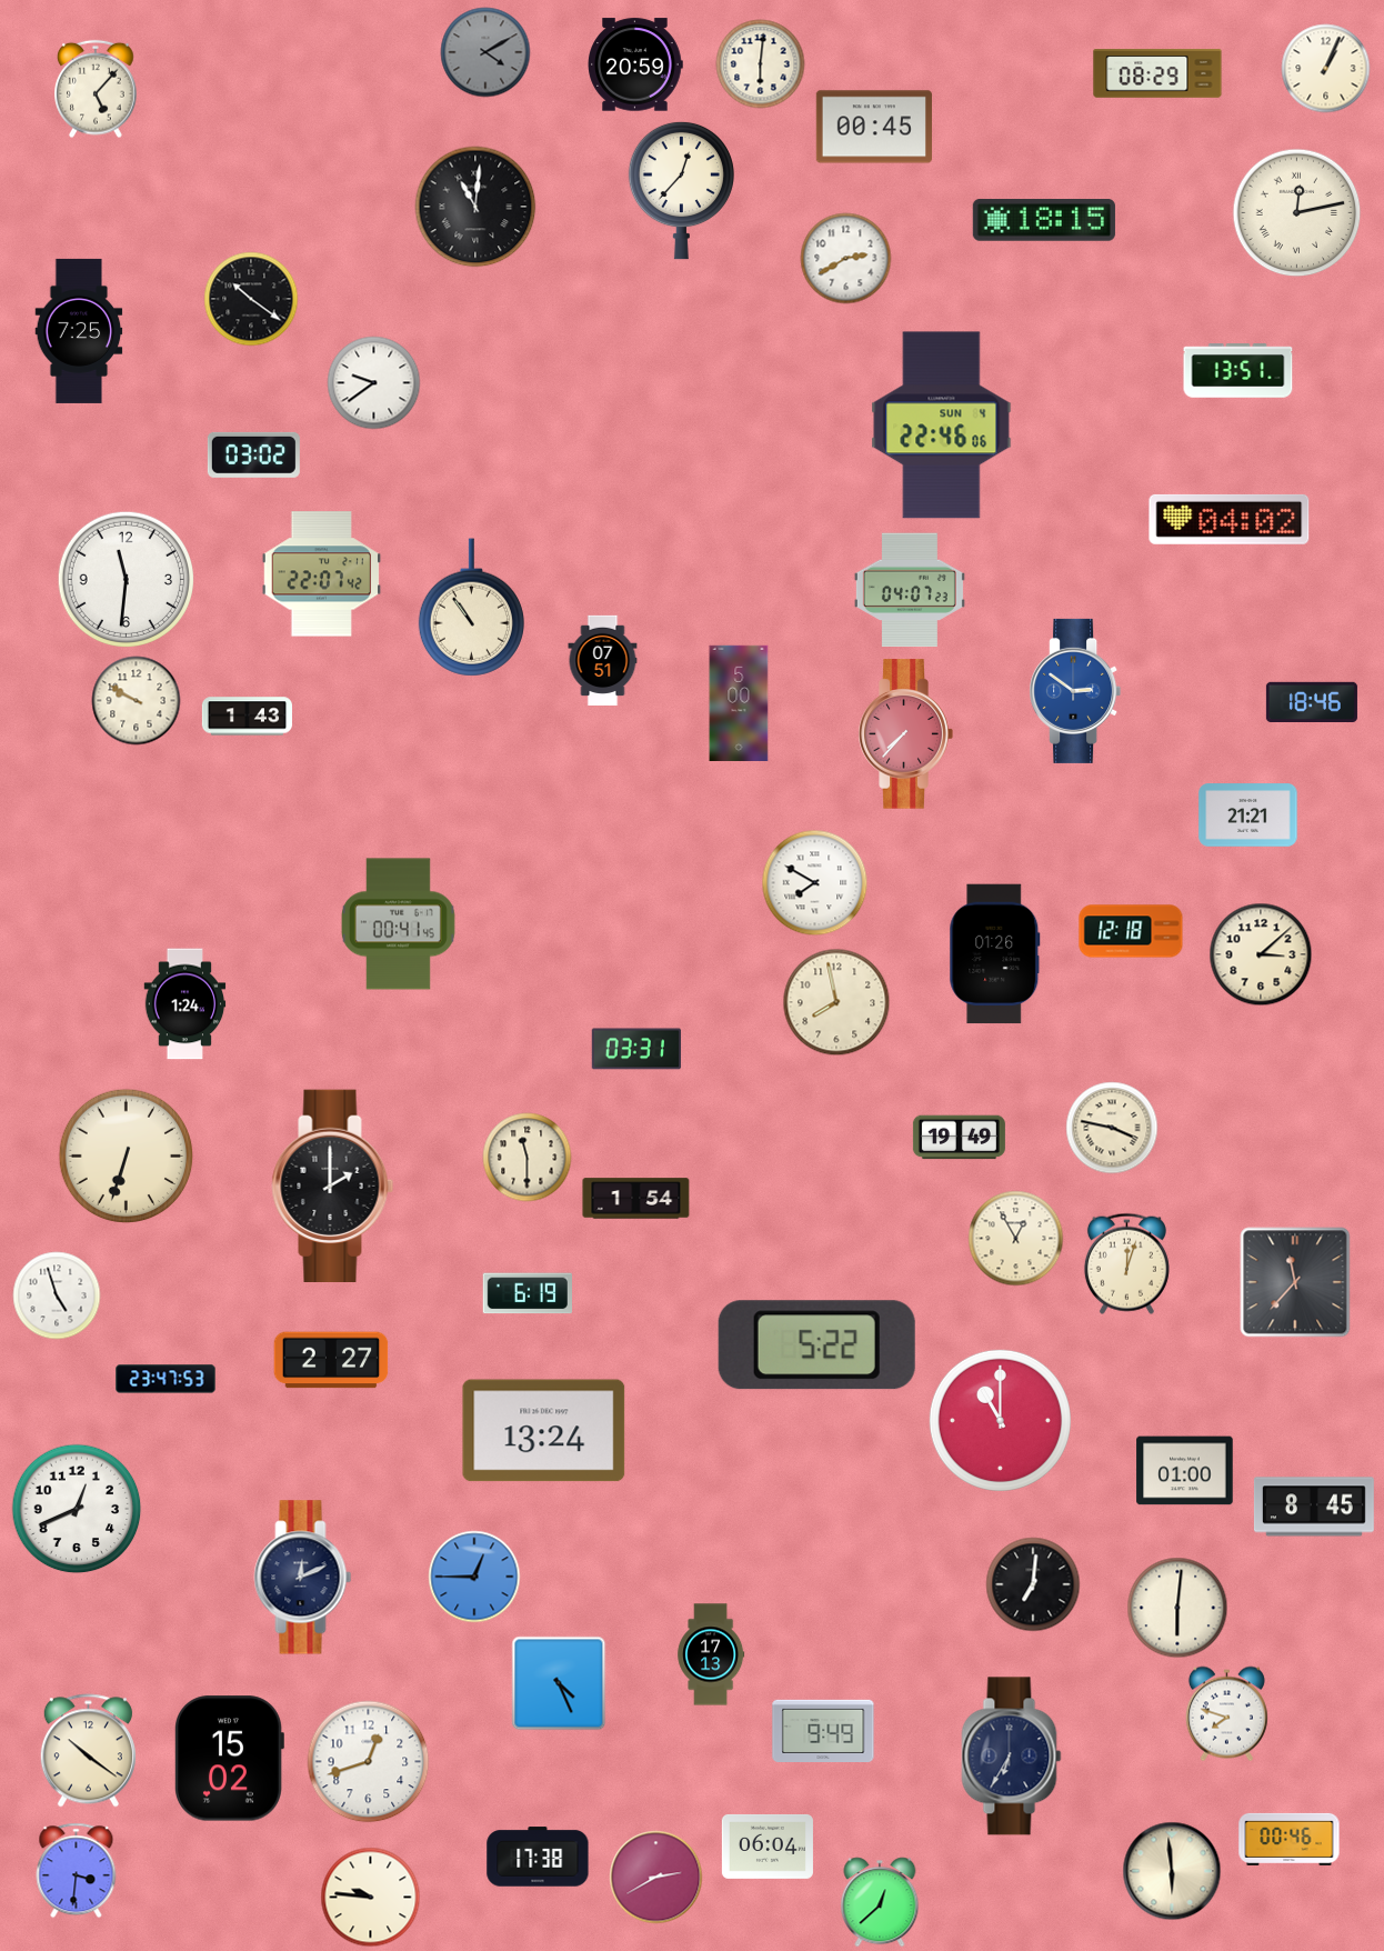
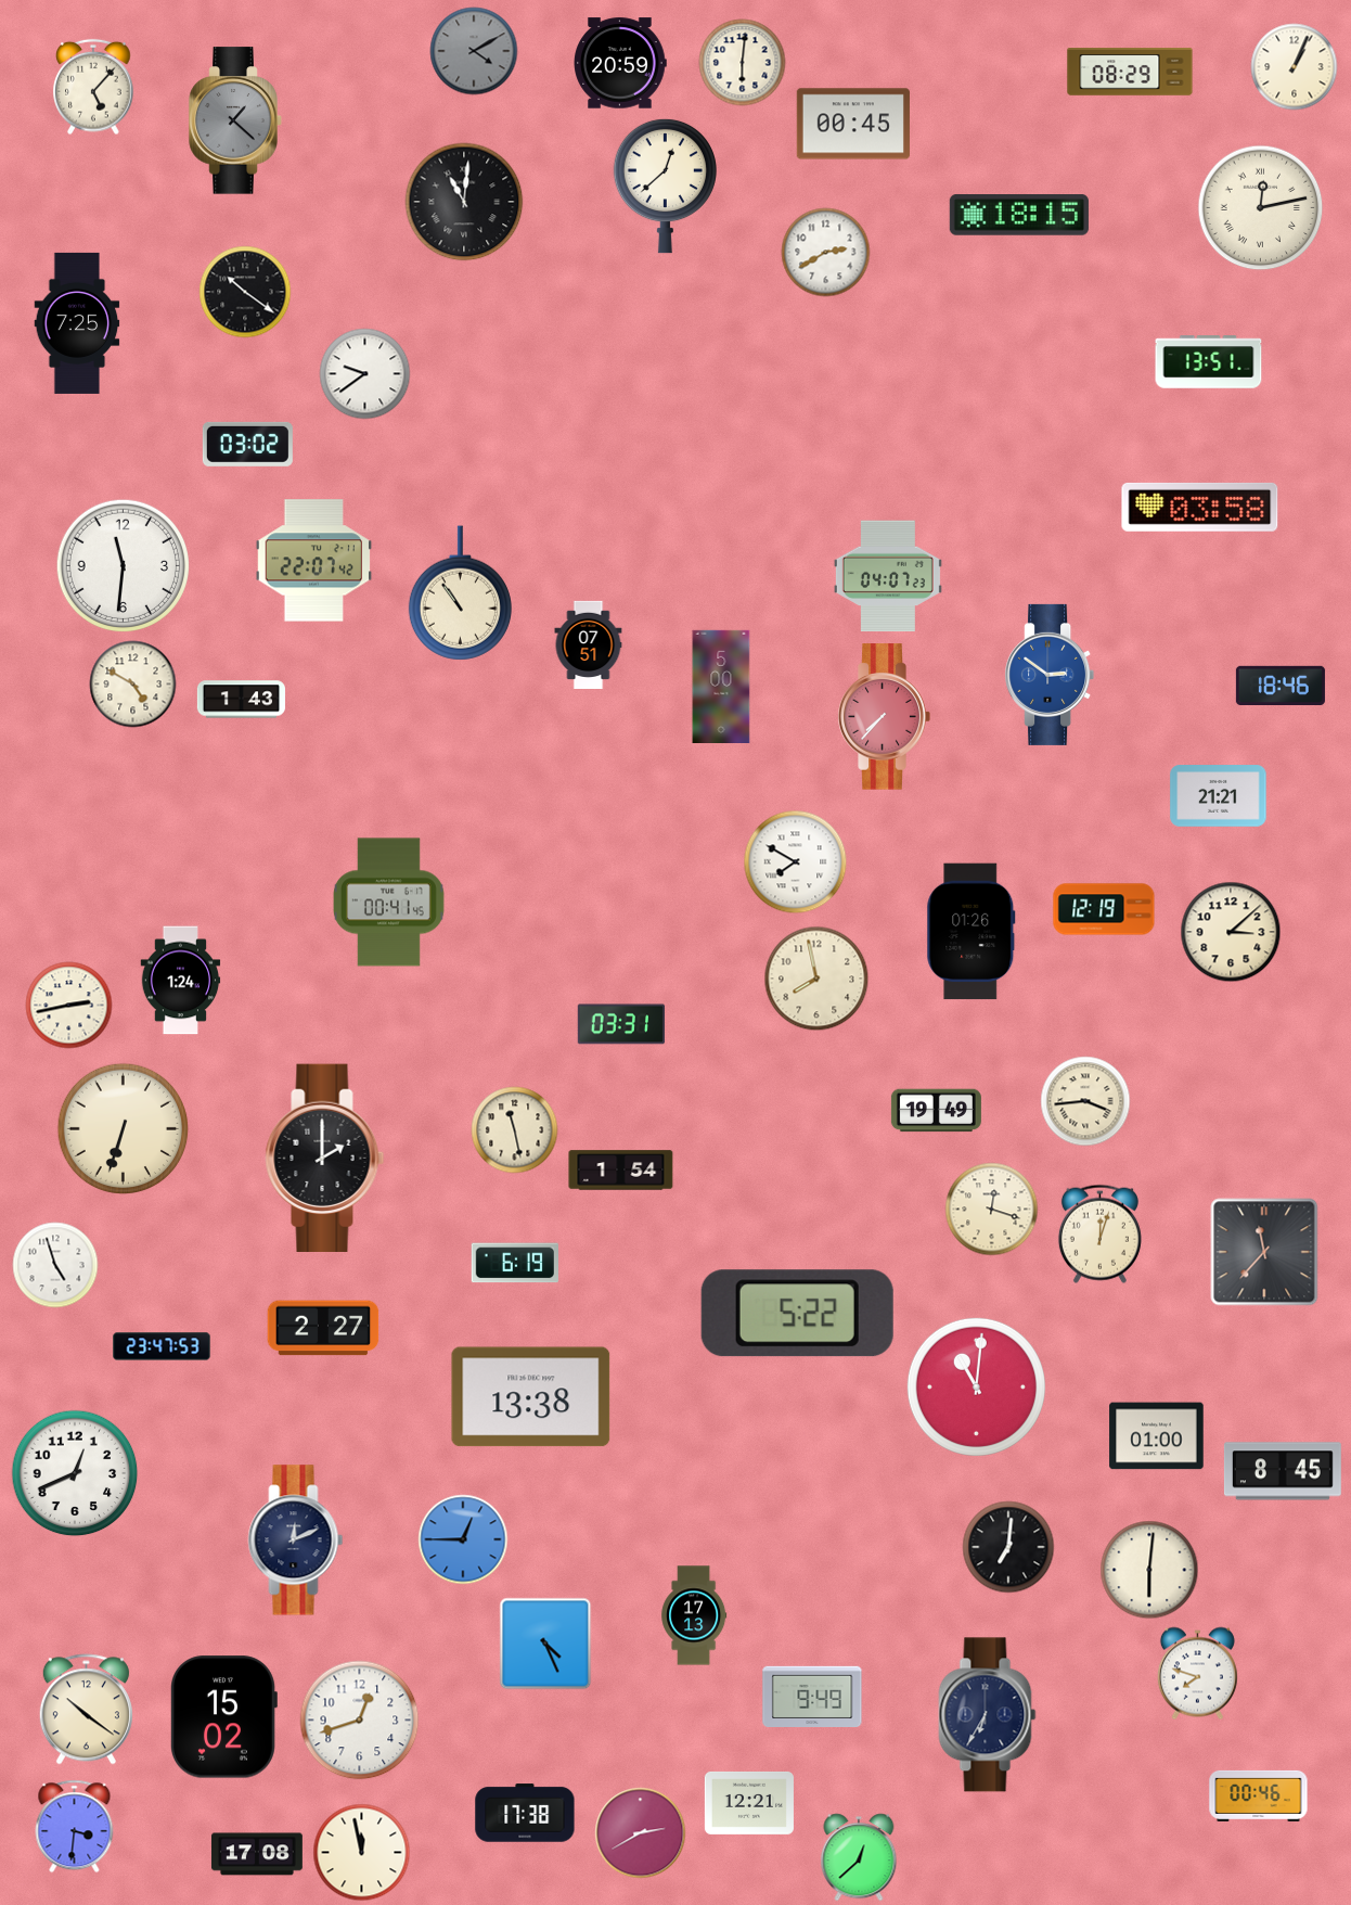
clock at (235, 120): none -> 1:22
clock at (681, 190): 12:37 -> 12:38
clock at (1297, 213) position: (1297, 213) -> (1261, 208)
clock at (942, 426): 22:46 -> none
clock at (1230, 519): 04:02 -> 03:58
clock at (137, 701): 9:50 -> 4:50
clock at (1131, 931): 12:18 -> 12:19
clock at (69, 1006): none -> 2:43
clock at (1112, 1128): 3:47 -> 3:44
clock at (528, 1158): 11:30 -> 11:28
clock at (1016, 1239): 12:55 -> 12:18
clock at (1000, 1420): 11:00 -> 11:01
clock at (544, 1431): 13:24 -> 13:38
clock at (823, 1730) position: (823, 1730) -> (812, 1696)
clock at (768, 1847): 06:04 -> 12:21
clock at (1172, 1871): 5:59 -> none
clock at (371, 1898): 9:46 -> 11:58
clock at (257, 1854): none -> 17:08
